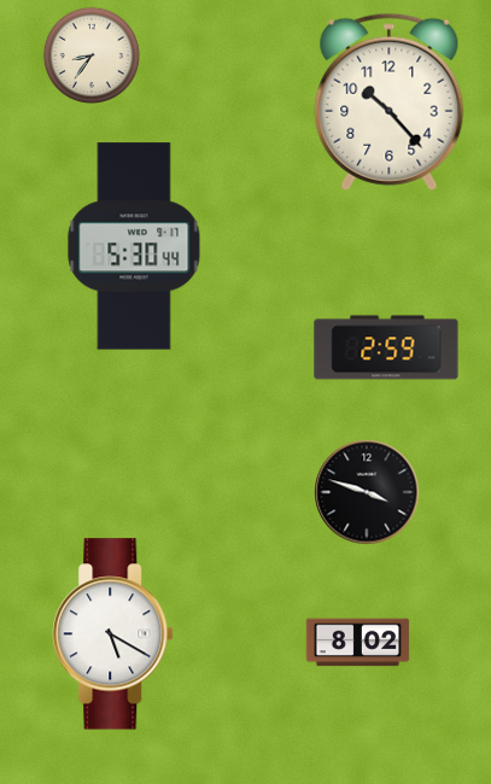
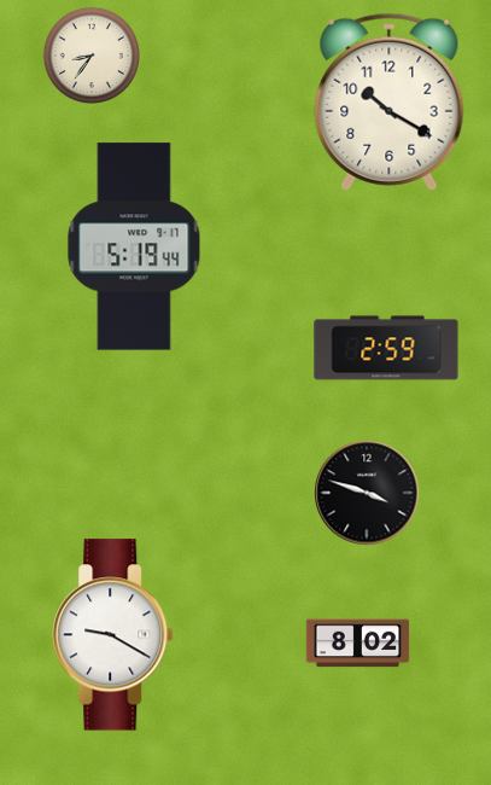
clock at (390, 101): 10:23 -> 10:20
clock at (134, 246): 5:30 -> 5:19
clock at (113, 634): 5:20 -> 9:20
